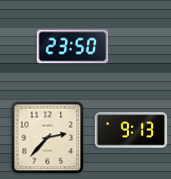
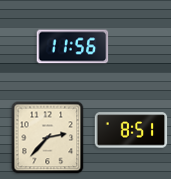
clock at (73, 47): 23:50 -> 11:56
clock at (131, 130): 9:13 -> 8:51
